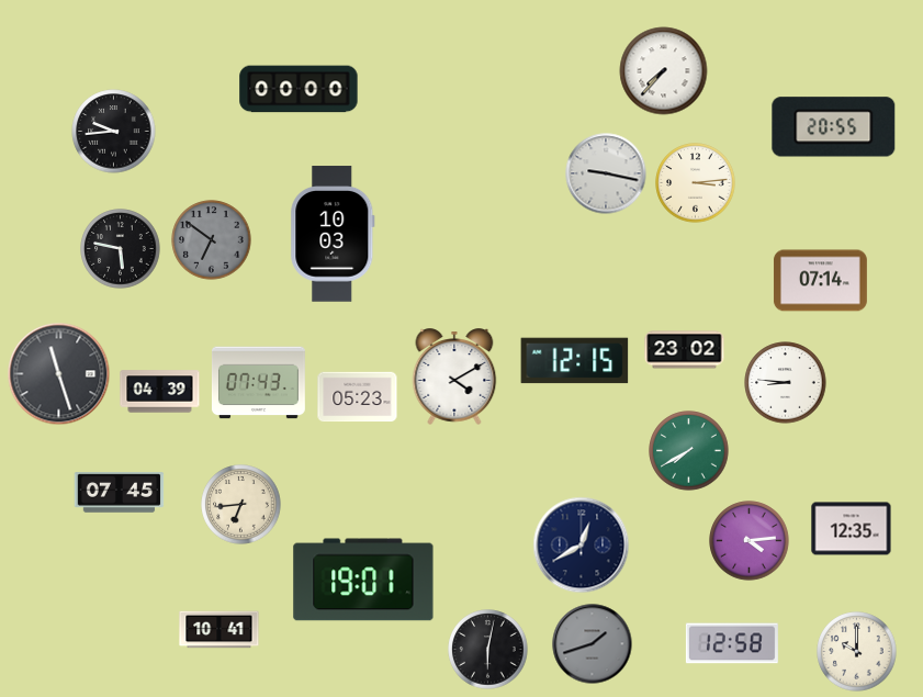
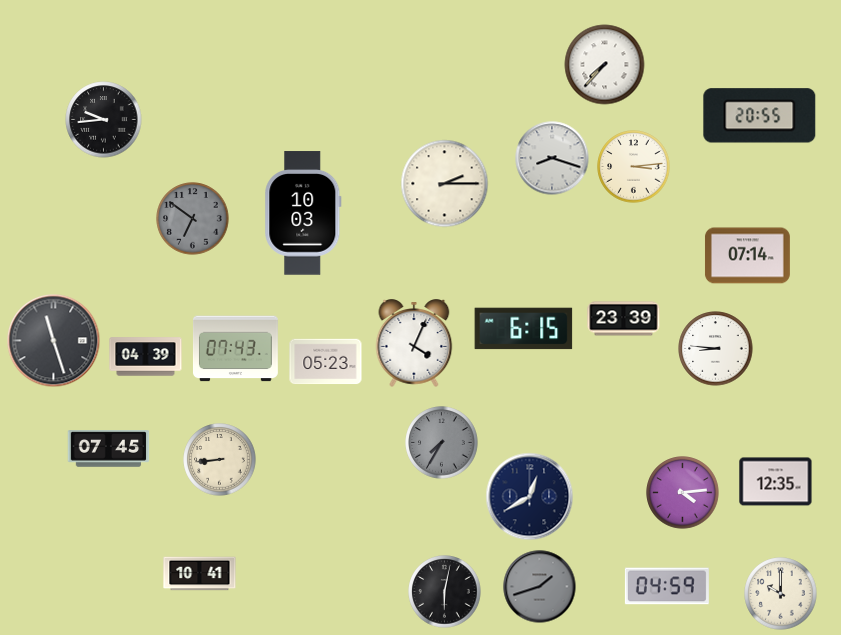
clock at (299, 89): 00:00 -> none
clock at (606, 173): 9:17 -> 8:18
clock at (445, 184): none -> 2:15
clock at (121, 249): 5:47 -> none
clock at (685, 350): 23:02 -> 23:39
clock at (575, 361): 12:15 -> 6:15
clock at (454, 376): 4:10 -> 4:04
clock at (689, 451): 7:40 -> none
clock at (442, 443): none -> 7:35
clock at (241, 505): 6:44 -> 8:44
clock at (363, 580): 19:01 -> none
clock at (732, 643): 12:58 -> 04:59
